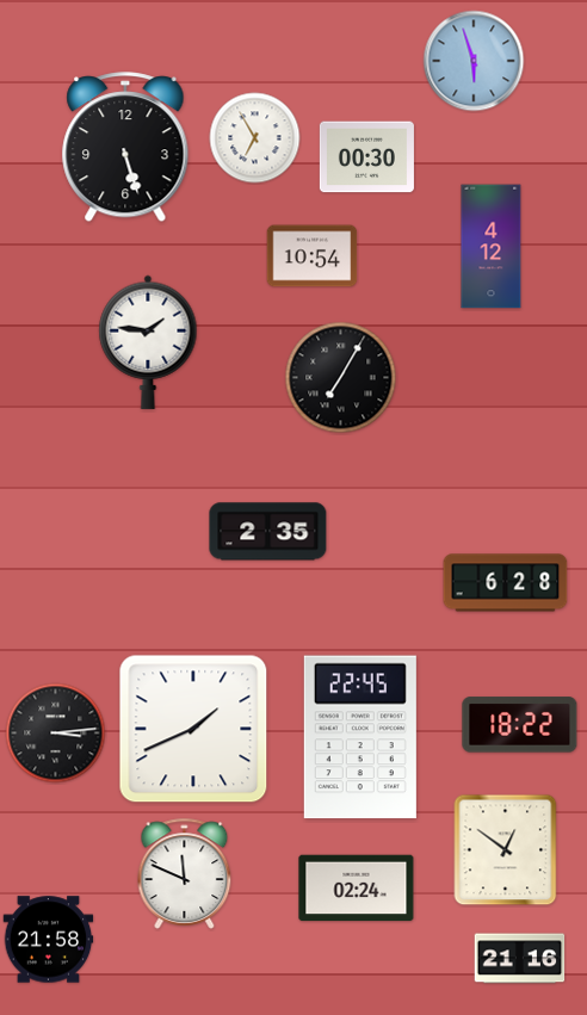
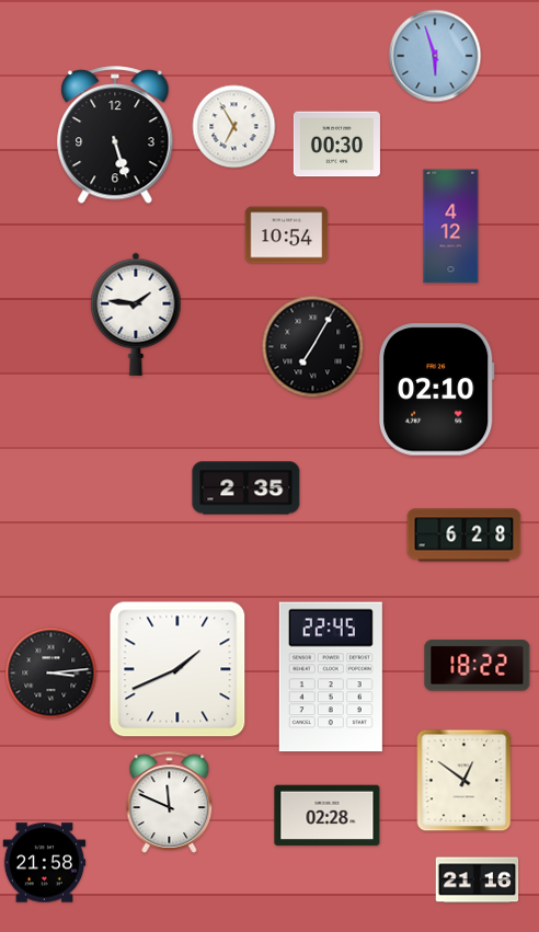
clock at (436, 390): none -> 02:10
clock at (357, 889): 02:24 -> 02:28
